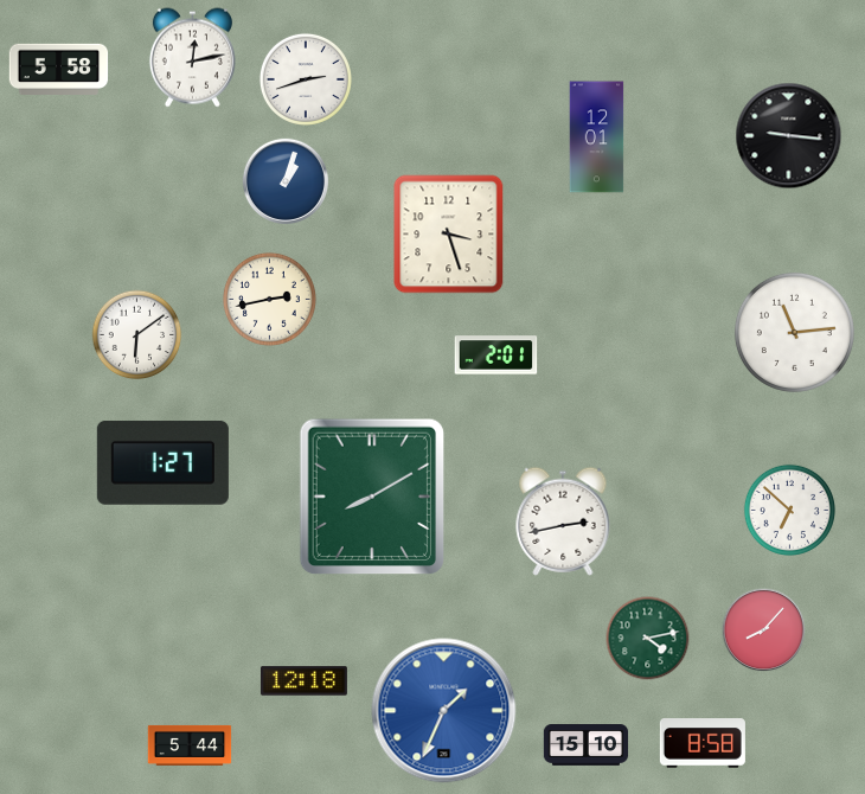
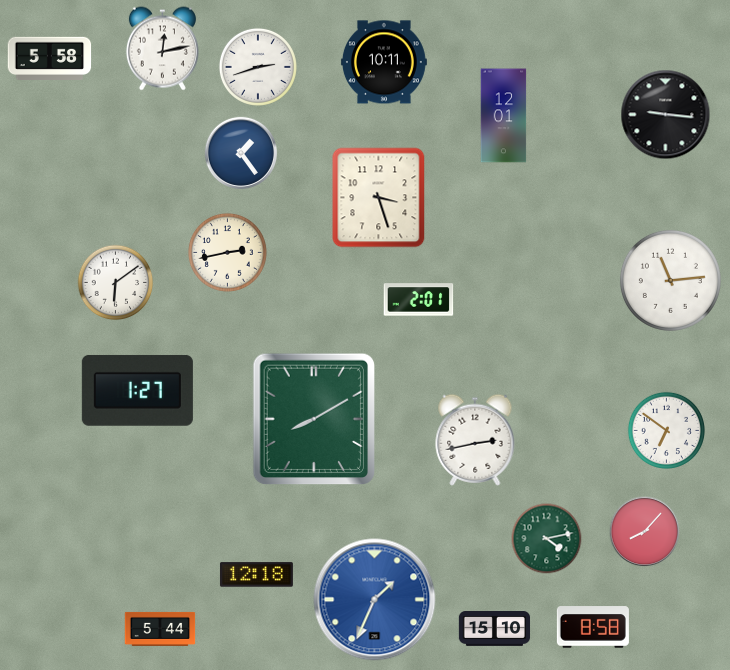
clock at (384, 62): none -> 10:11
clock at (284, 180): 1:03 -> 1:24
clock at (789, 510): 6:52 -> 6:51
